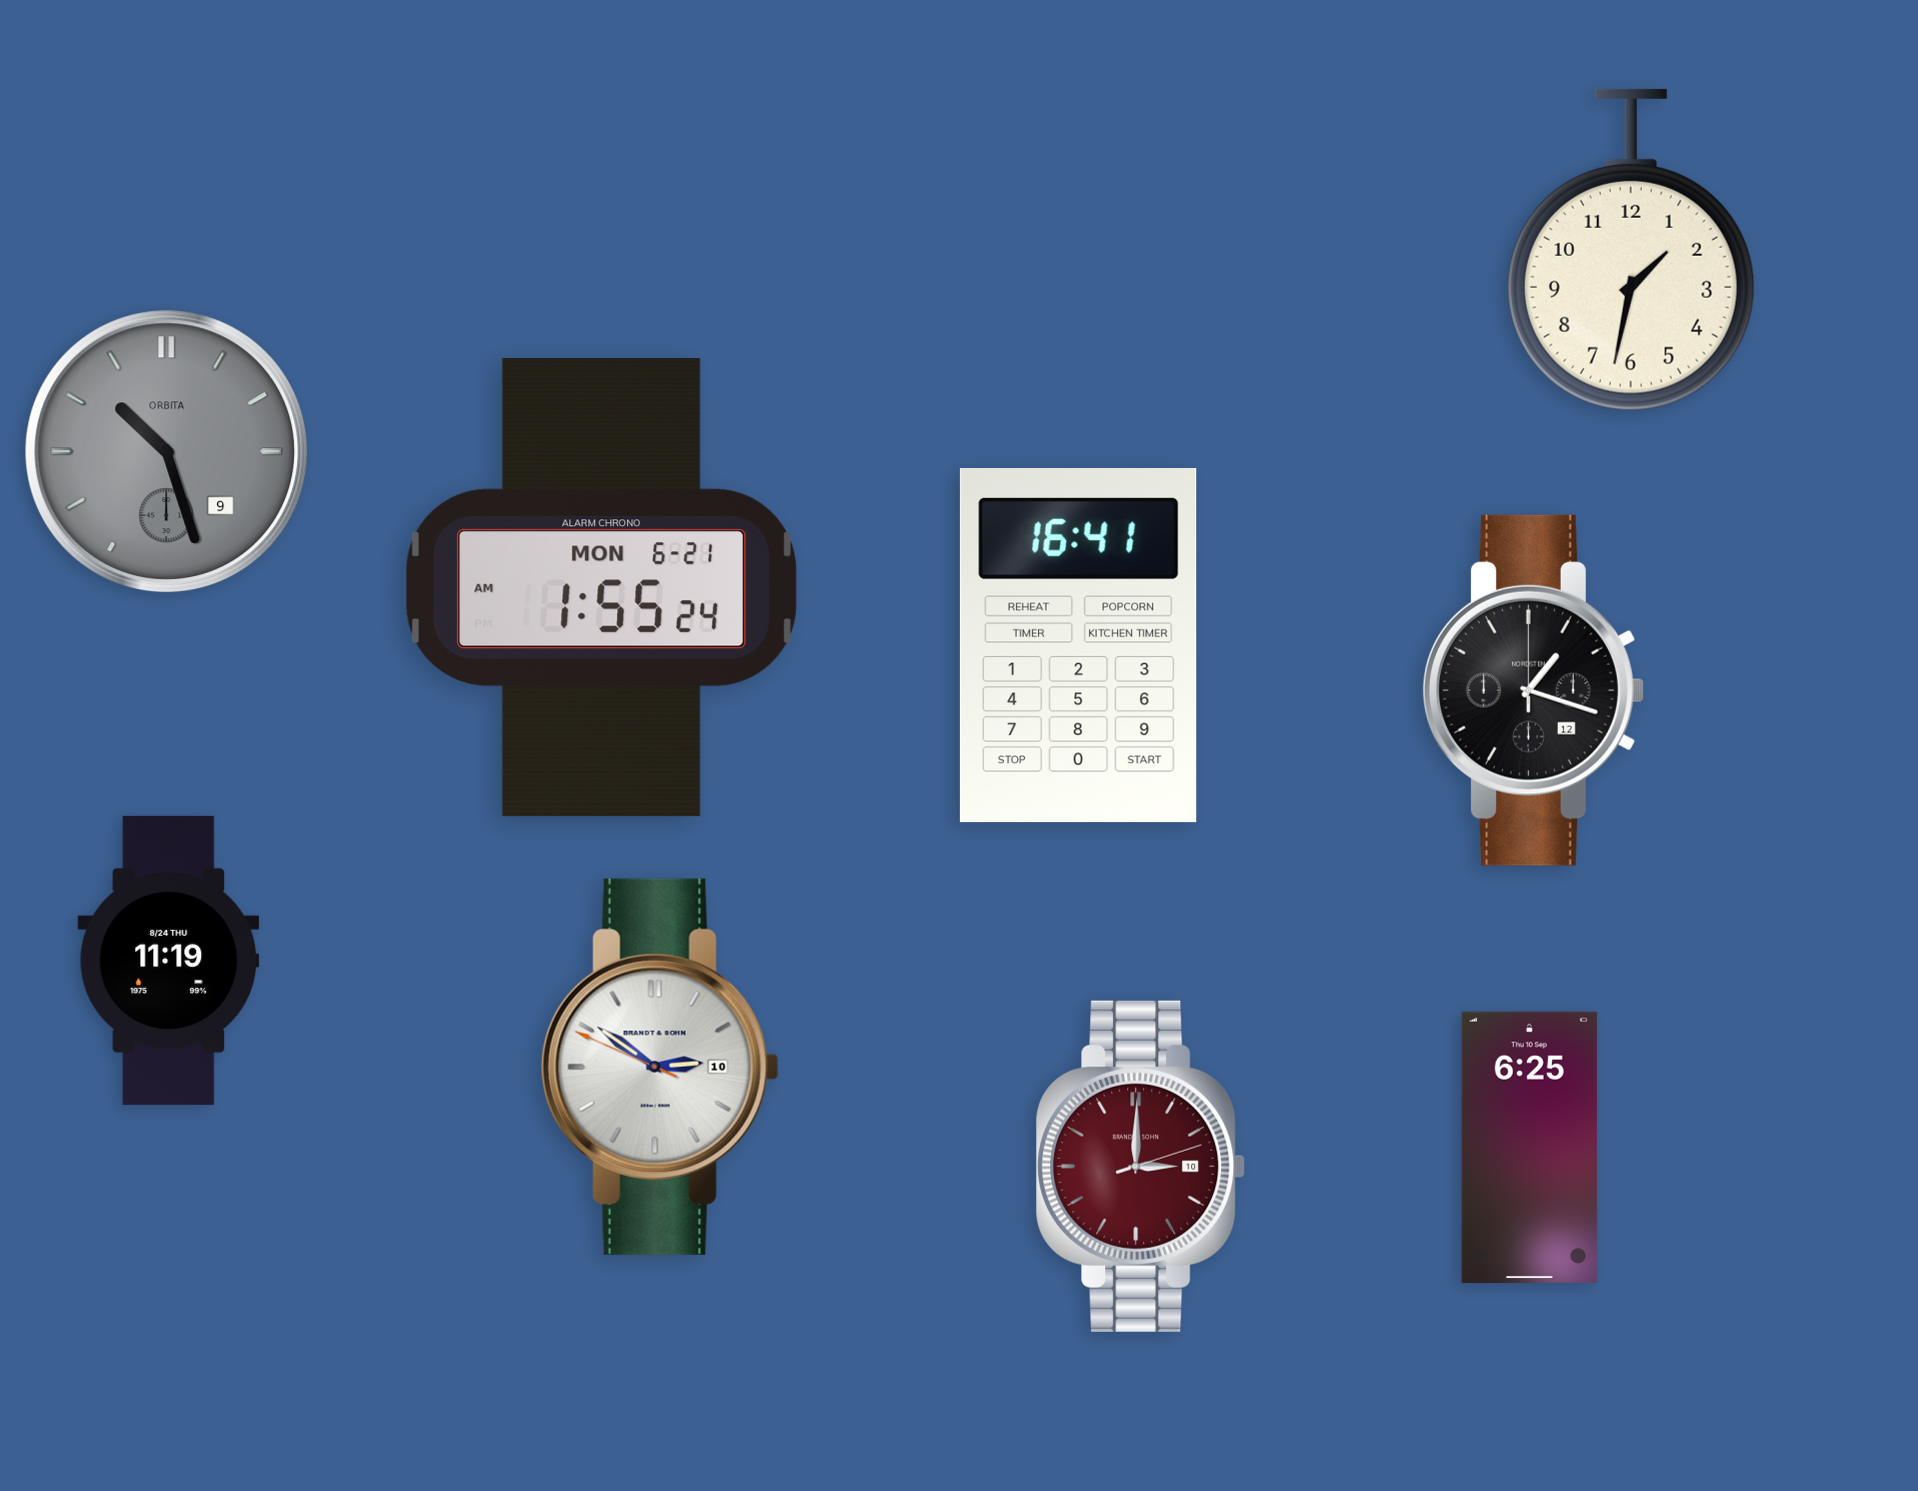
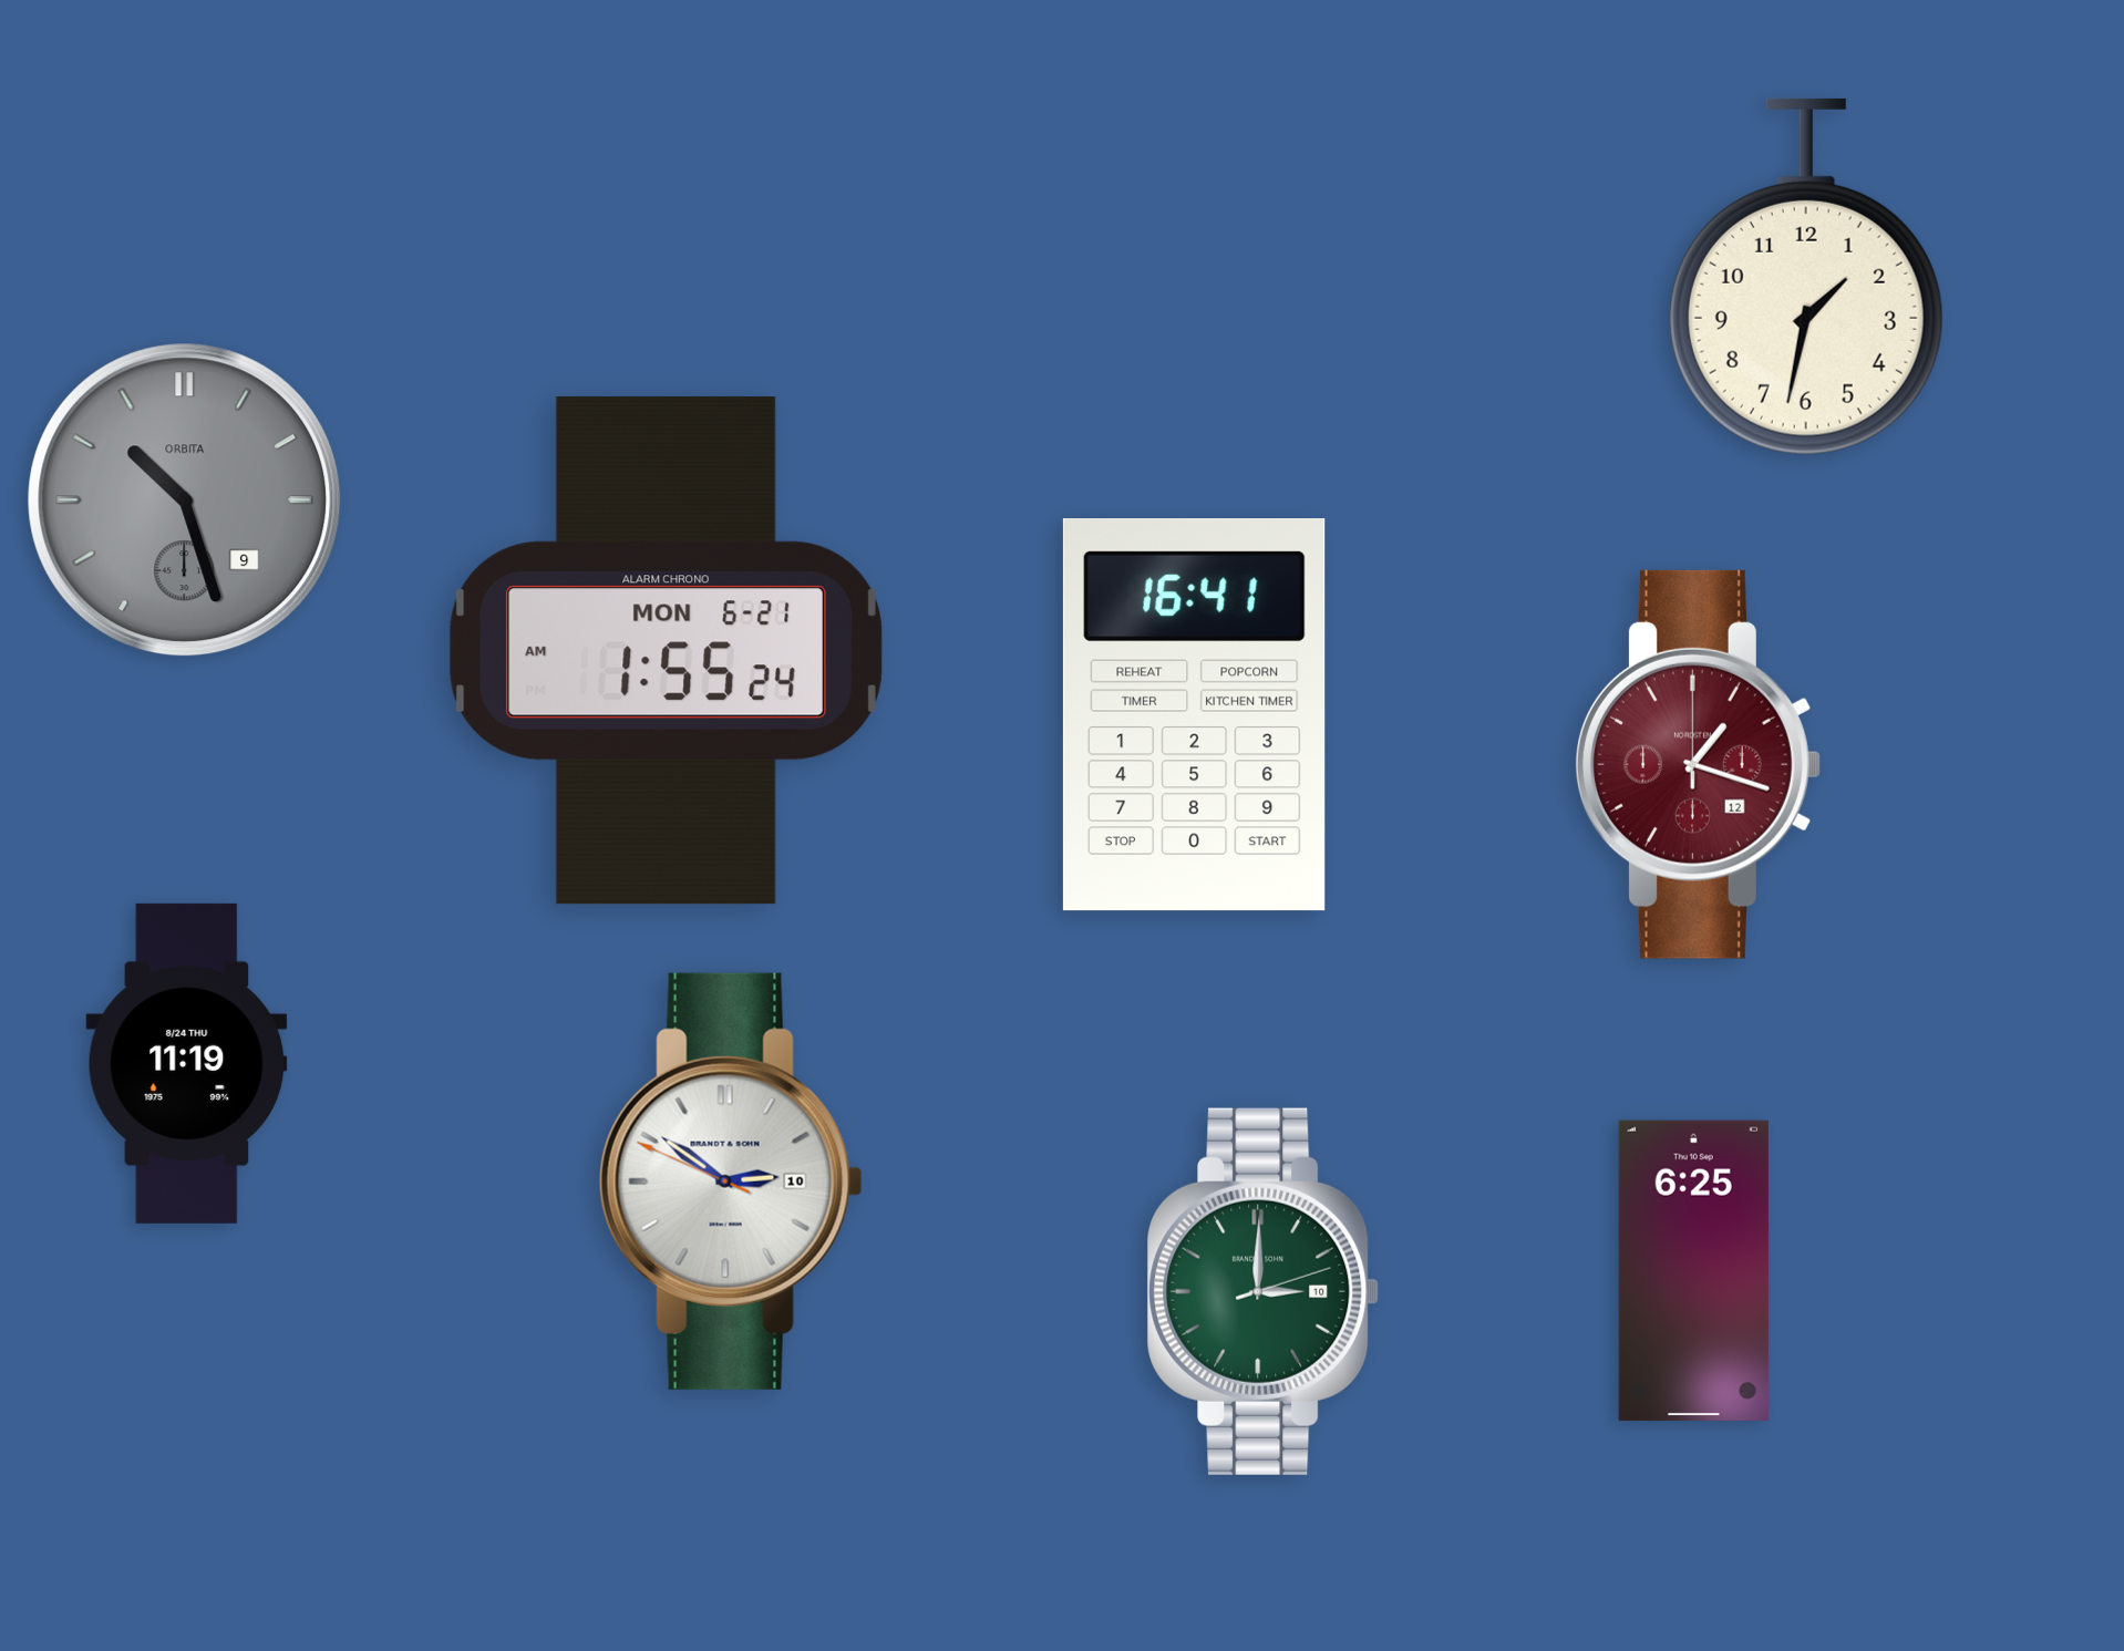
clock at (1533, 690) dial: black -> burgundy
clock at (1141, 1166) dial: burgundy -> green
